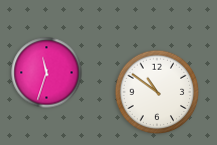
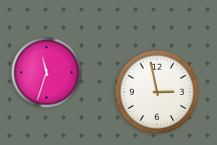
clock at (157, 92): 10:51 -> 2:58
